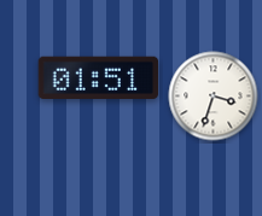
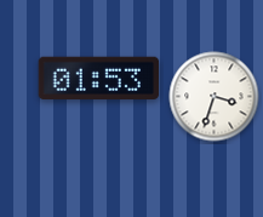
clock at (99, 77): 01:51 -> 01:53
